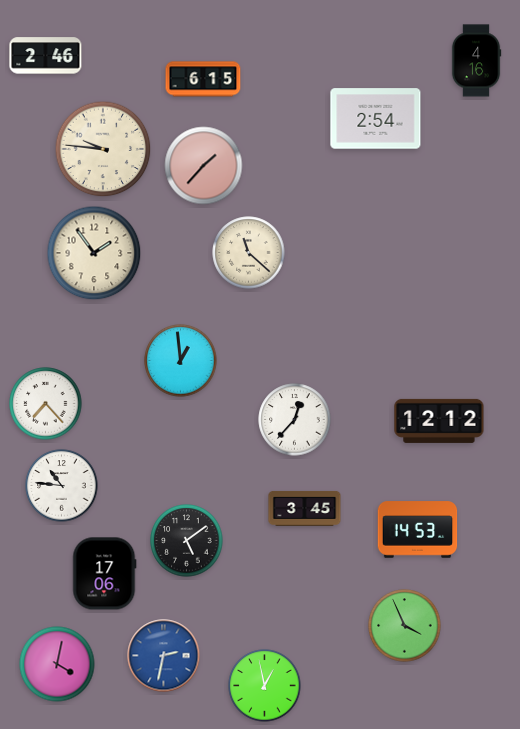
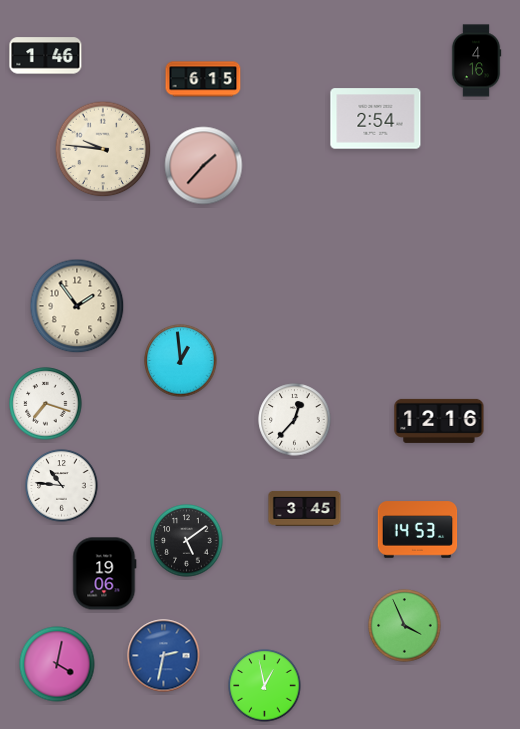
clock at (46, 56): 2:46 -> 1:46
clock at (94, 253) position: (94, 253) -> (77, 306)
clock at (249, 253): 11:22 -> none
clock at (46, 404): 7:23 -> 7:18
clock at (439, 421): 12:12 -> 12:16
clock at (105, 574): 17:06 -> 19:06
